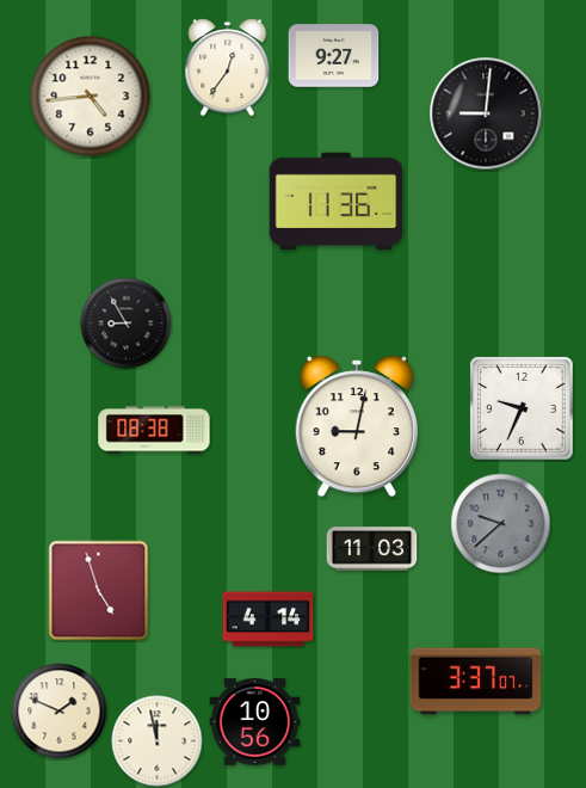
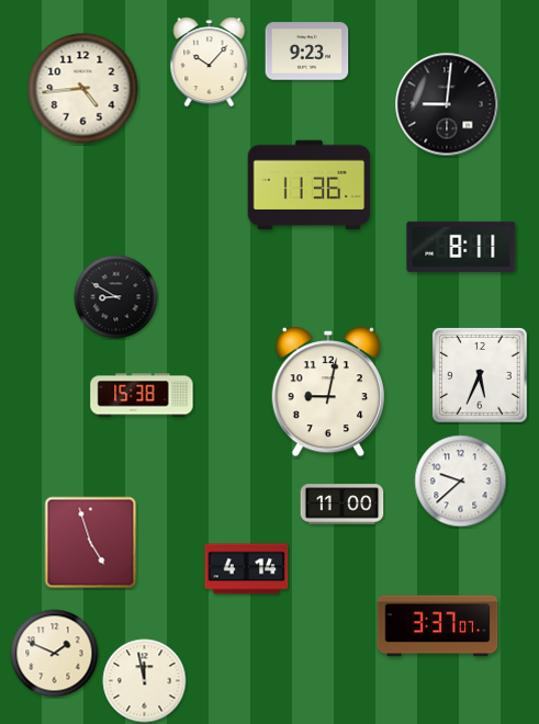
clock at (334, 56): 9:27 -> 9:23
clock at (228, 68): 12:36 -> 10:07
clock at (461, 247): none -> 8:11
clock at (127, 324): 8:55 -> 8:50
clock at (523, 410): 9:34 -> 5:34
clock at (154, 430): 08:38 -> 15:38
clock at (501, 524) dial: grey -> white
clock at (372, 549): 11:03 -> 11:00
clock at (255, 722): 10:56 -> none
